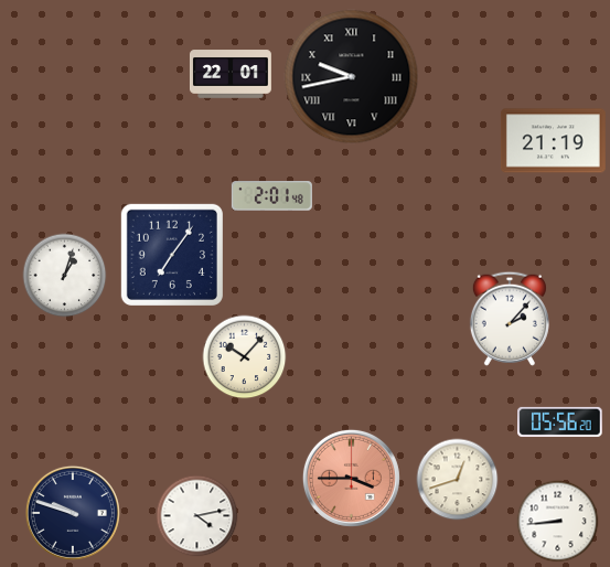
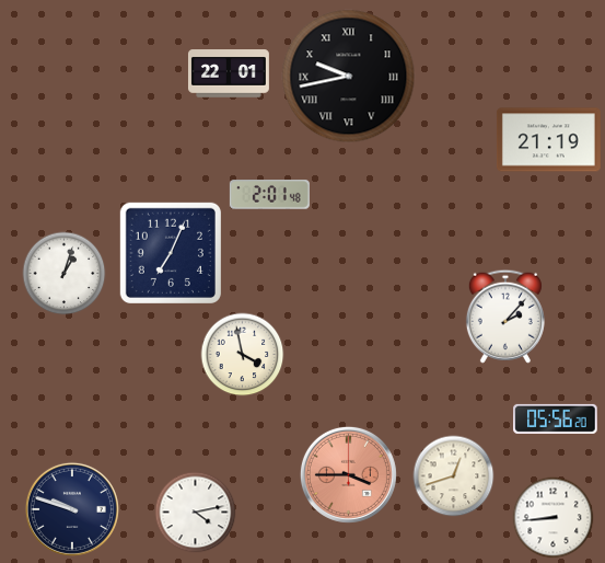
clock at (172, 255): 7:06 -> 7:04
clock at (245, 357): 10:07 -> 3:58
